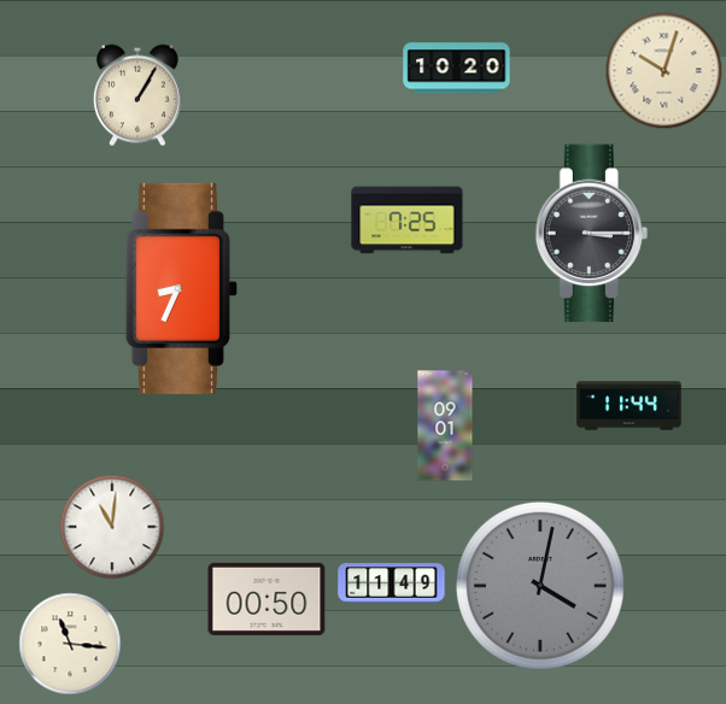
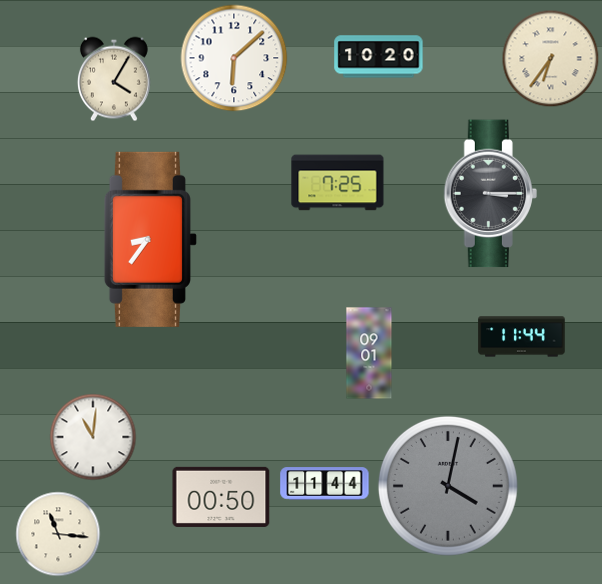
clock at (234, 58): none -> 6:08
clock at (664, 71): 10:03 -> 6:36
clock at (137, 95): 1:05 -> 4:05
clock at (181, 288): 8:34 -> 8:36
clock at (392, 583): 11:49 -> 11:44
